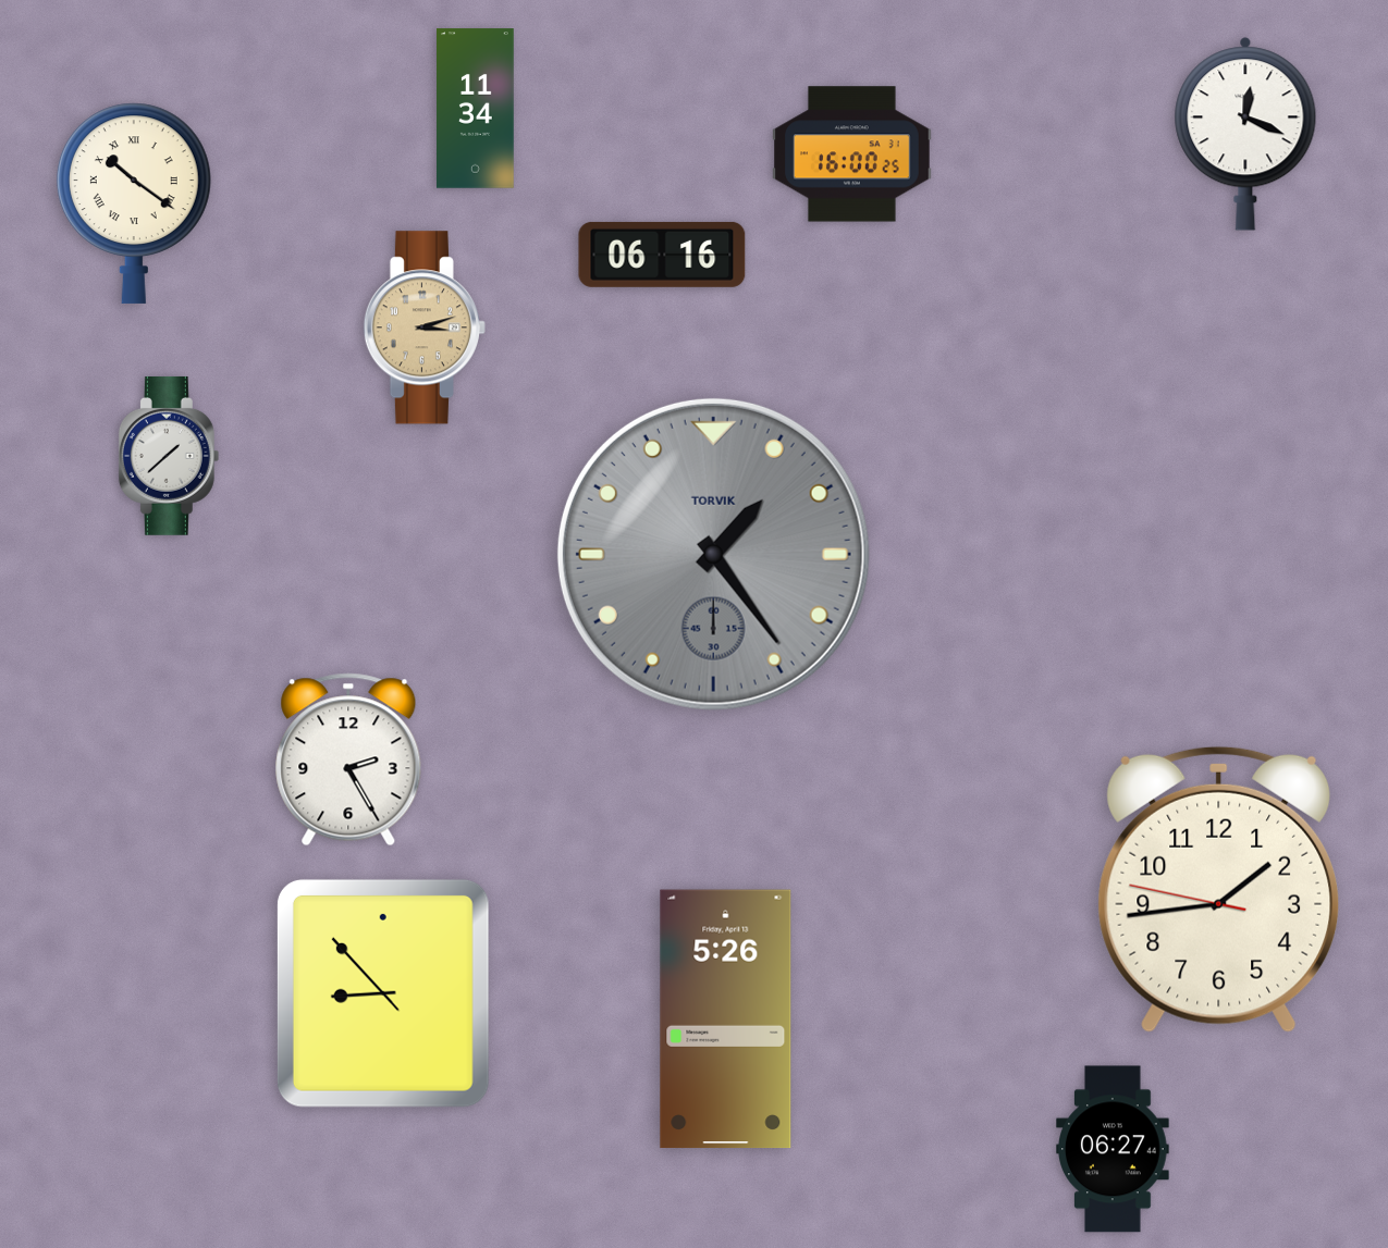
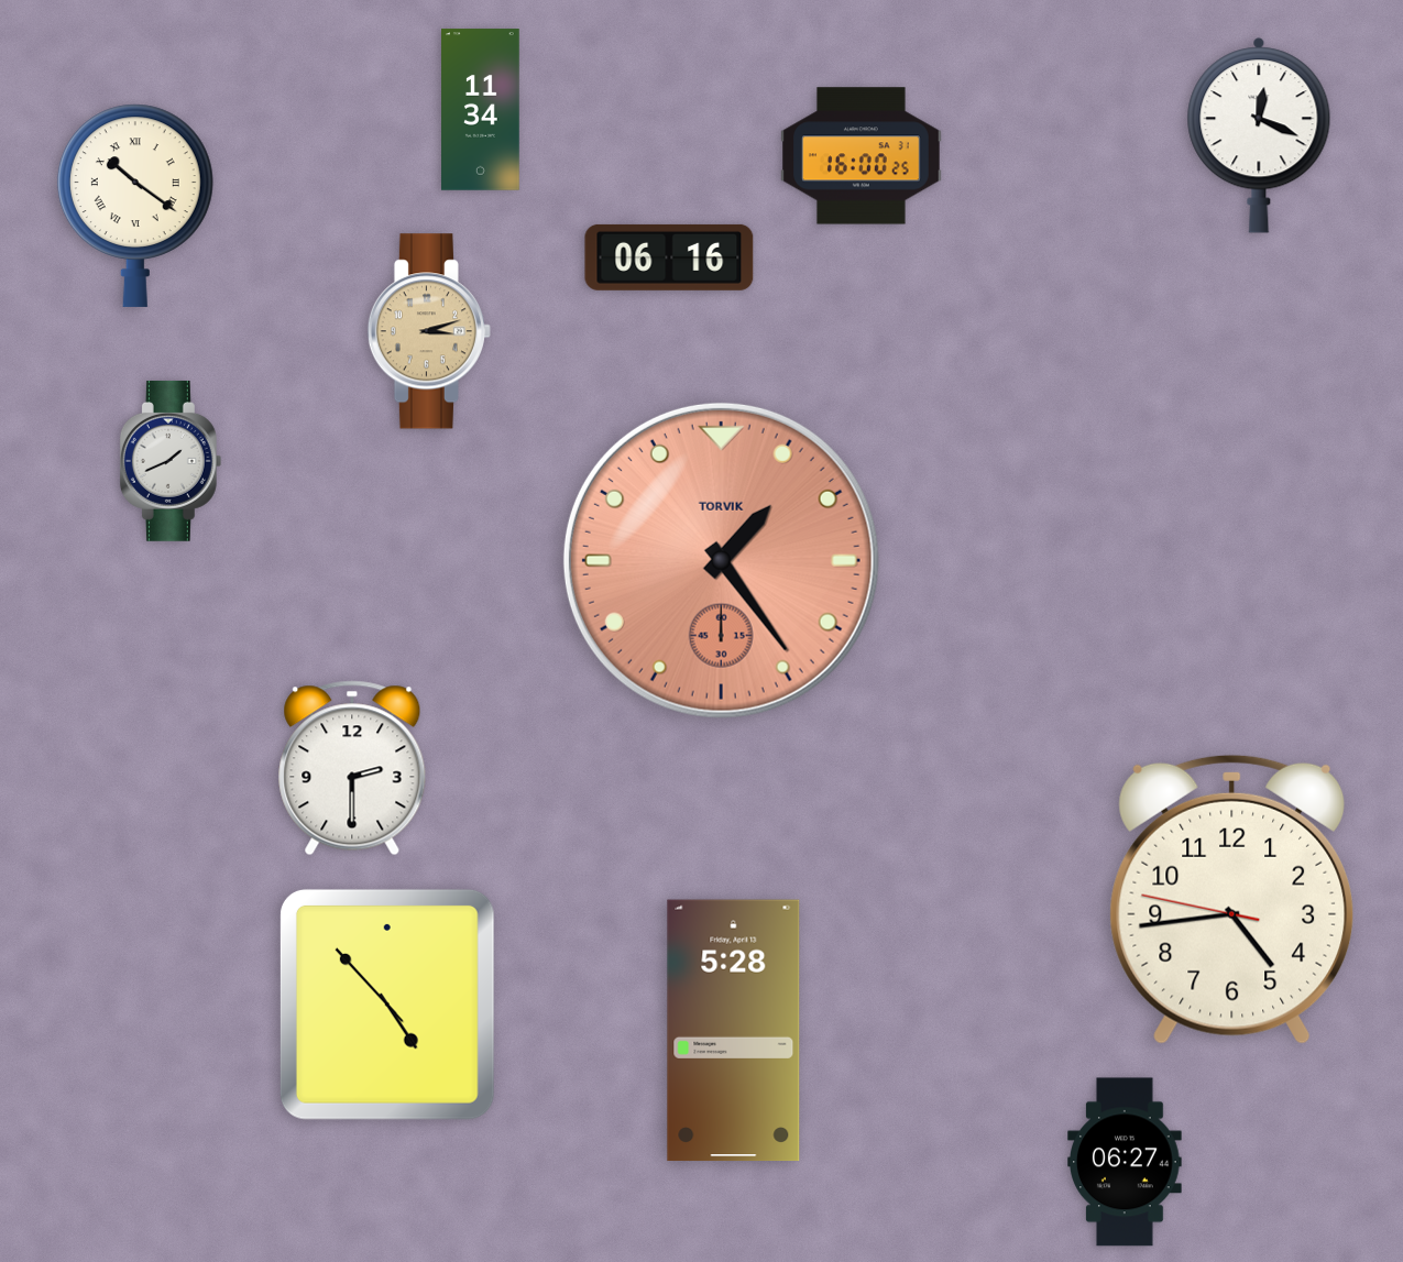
clock at (169, 456): 1:38 -> 1:41
clock at (713, 554) dial: grey -> salmon
clock at (348, 759): 2:25 -> 2:30
clock at (1219, 889): 1:43 -> 4:43
clock at (383, 993): 8:52 -> 4:52
clock at (726, 1020): 5:26 -> 5:28
